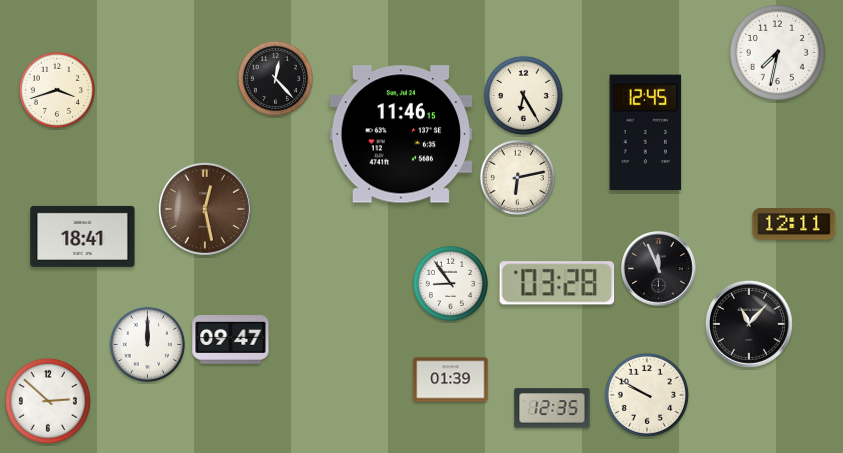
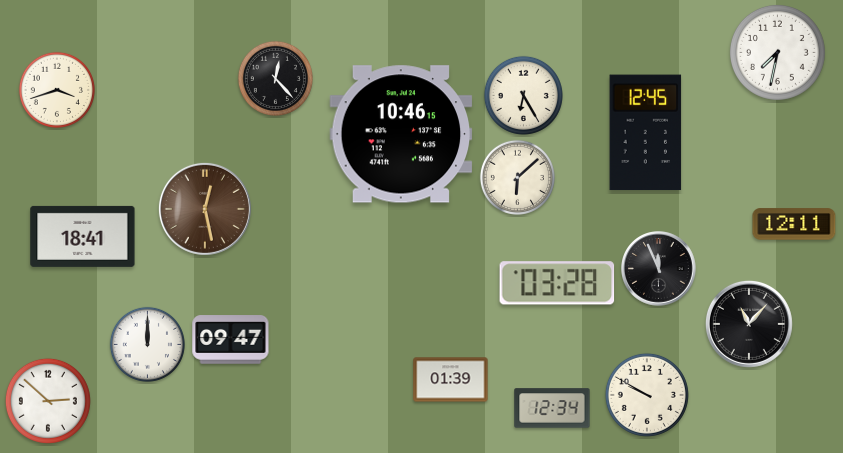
clock at (401, 134): 11:46 -> 10:46
clock at (517, 177): 6:13 -> 6:08
clock at (450, 283): 8:54 -> none
clock at (552, 408): 12:35 -> 12:34
